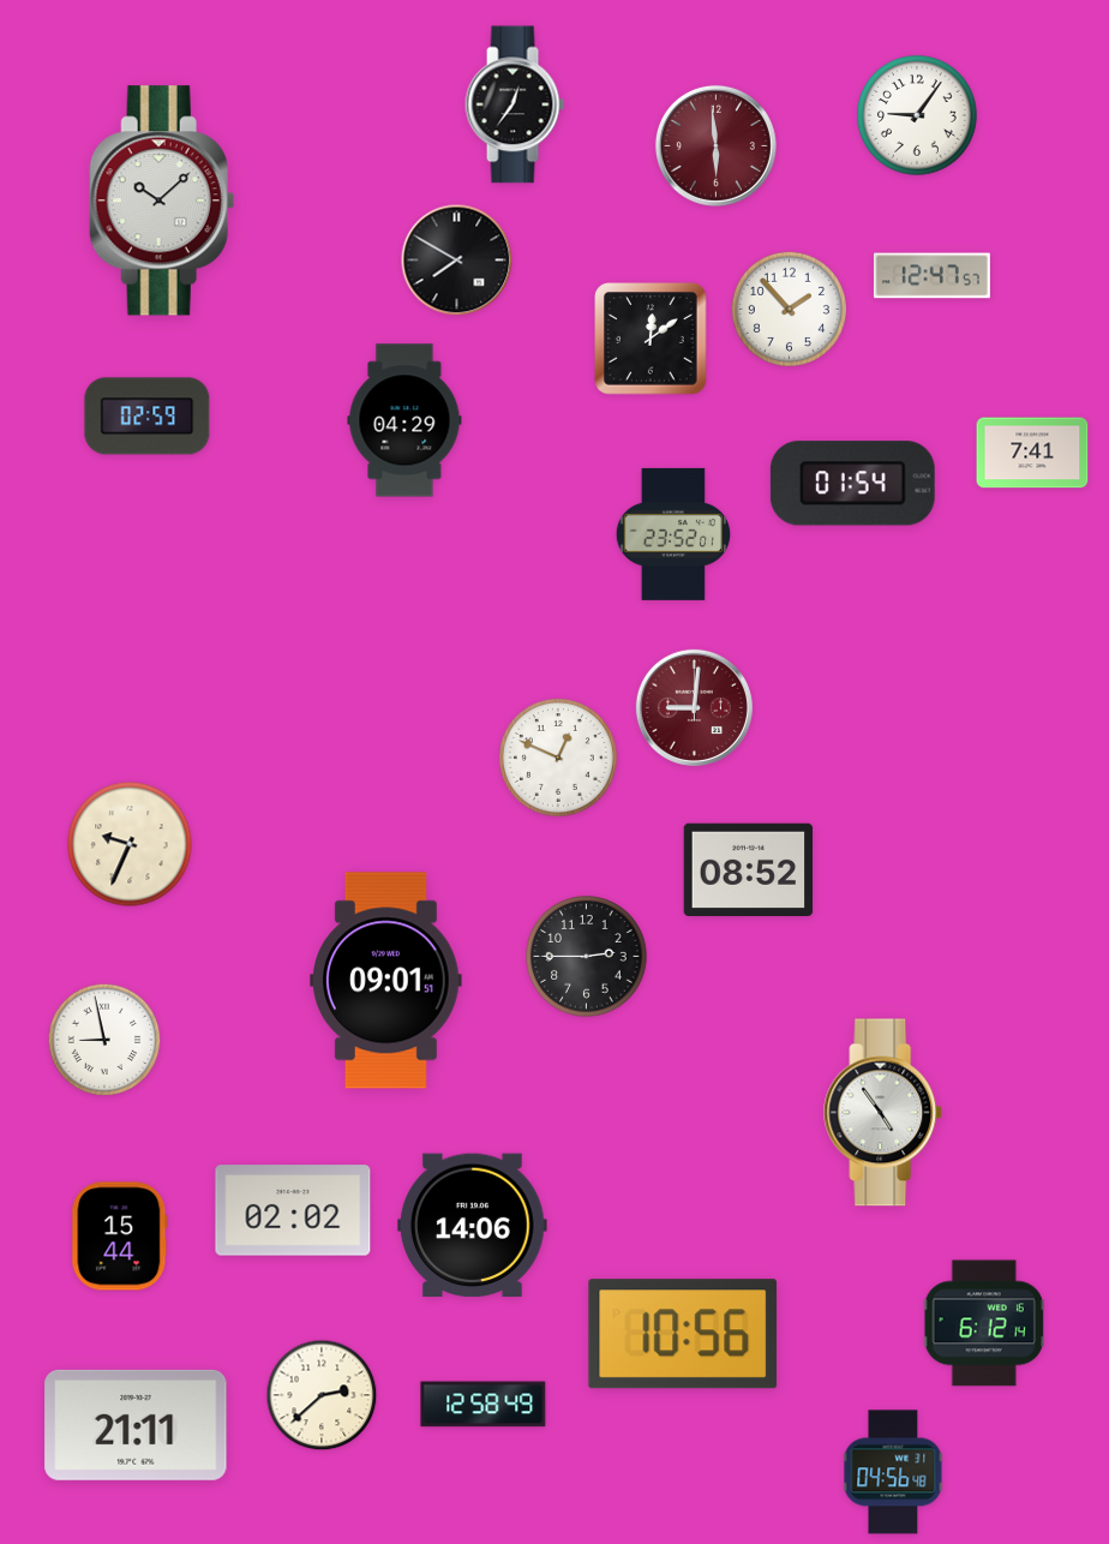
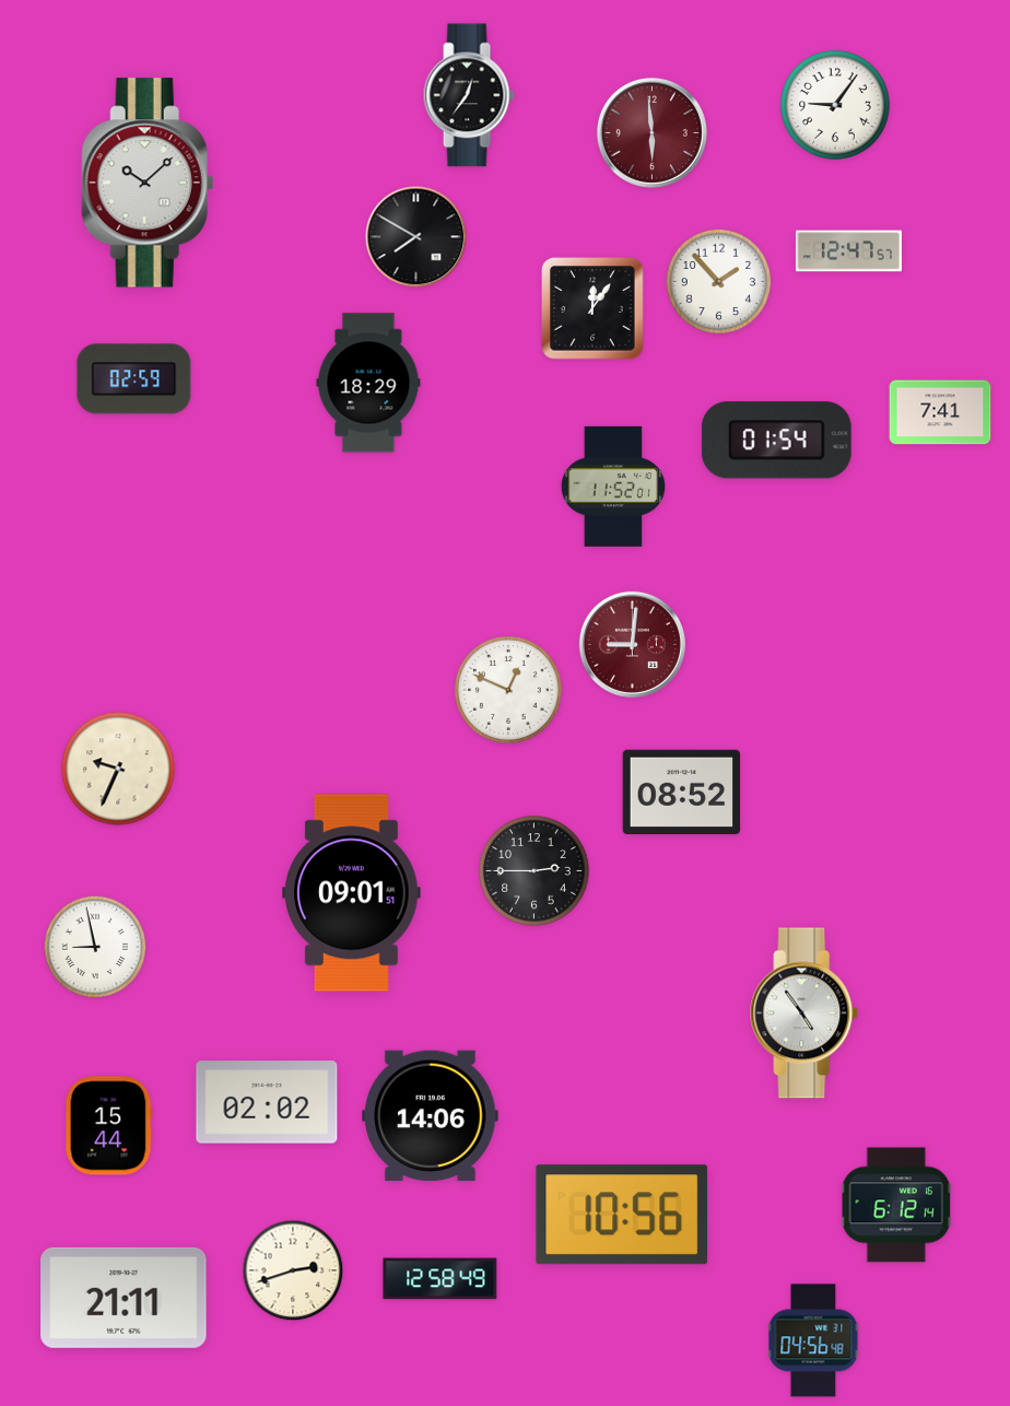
clock at (651, 339): 12:09 -> 12:06
clock at (404, 420): 04:29 -> 18:29
clock at (673, 534): 23:52 -> 11:52
clock at (322, 1395): 2:38 -> 2:42
